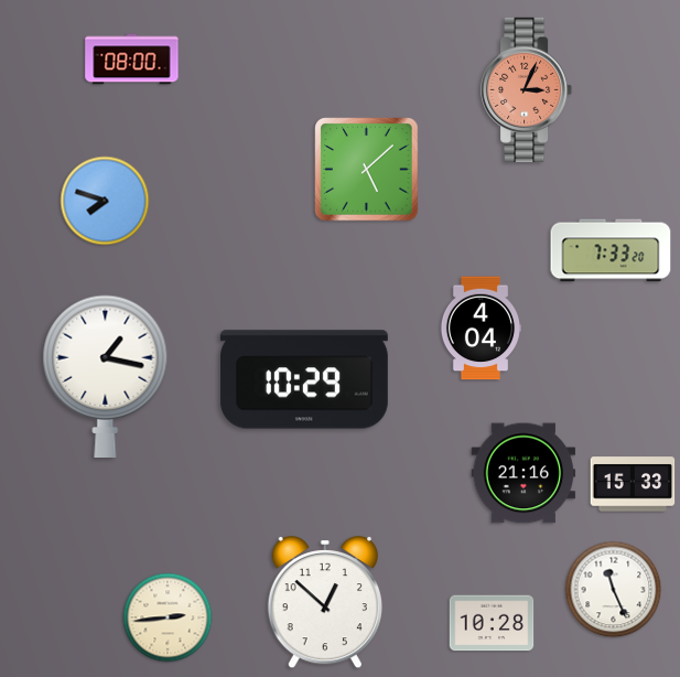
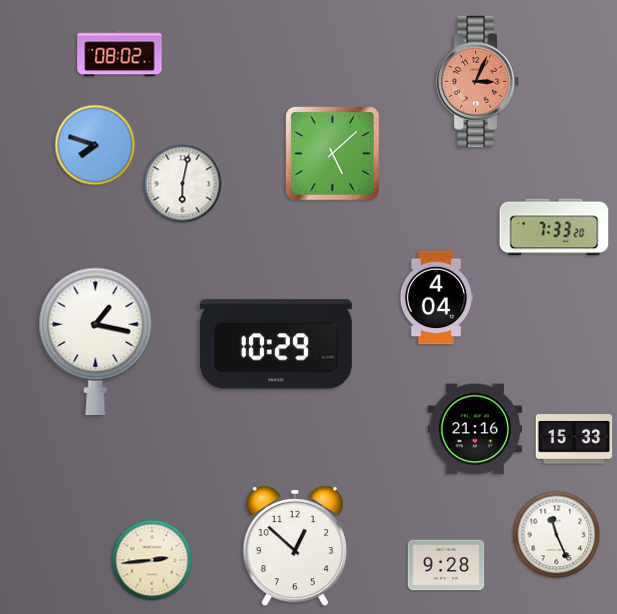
clock at (132, 60): 08:00 -> 08:02
clock at (105, 201) position: (105, 201) -> (95, 145)
clock at (183, 184): none -> 6:02
clock at (492, 623): 10:28 -> 9:28
